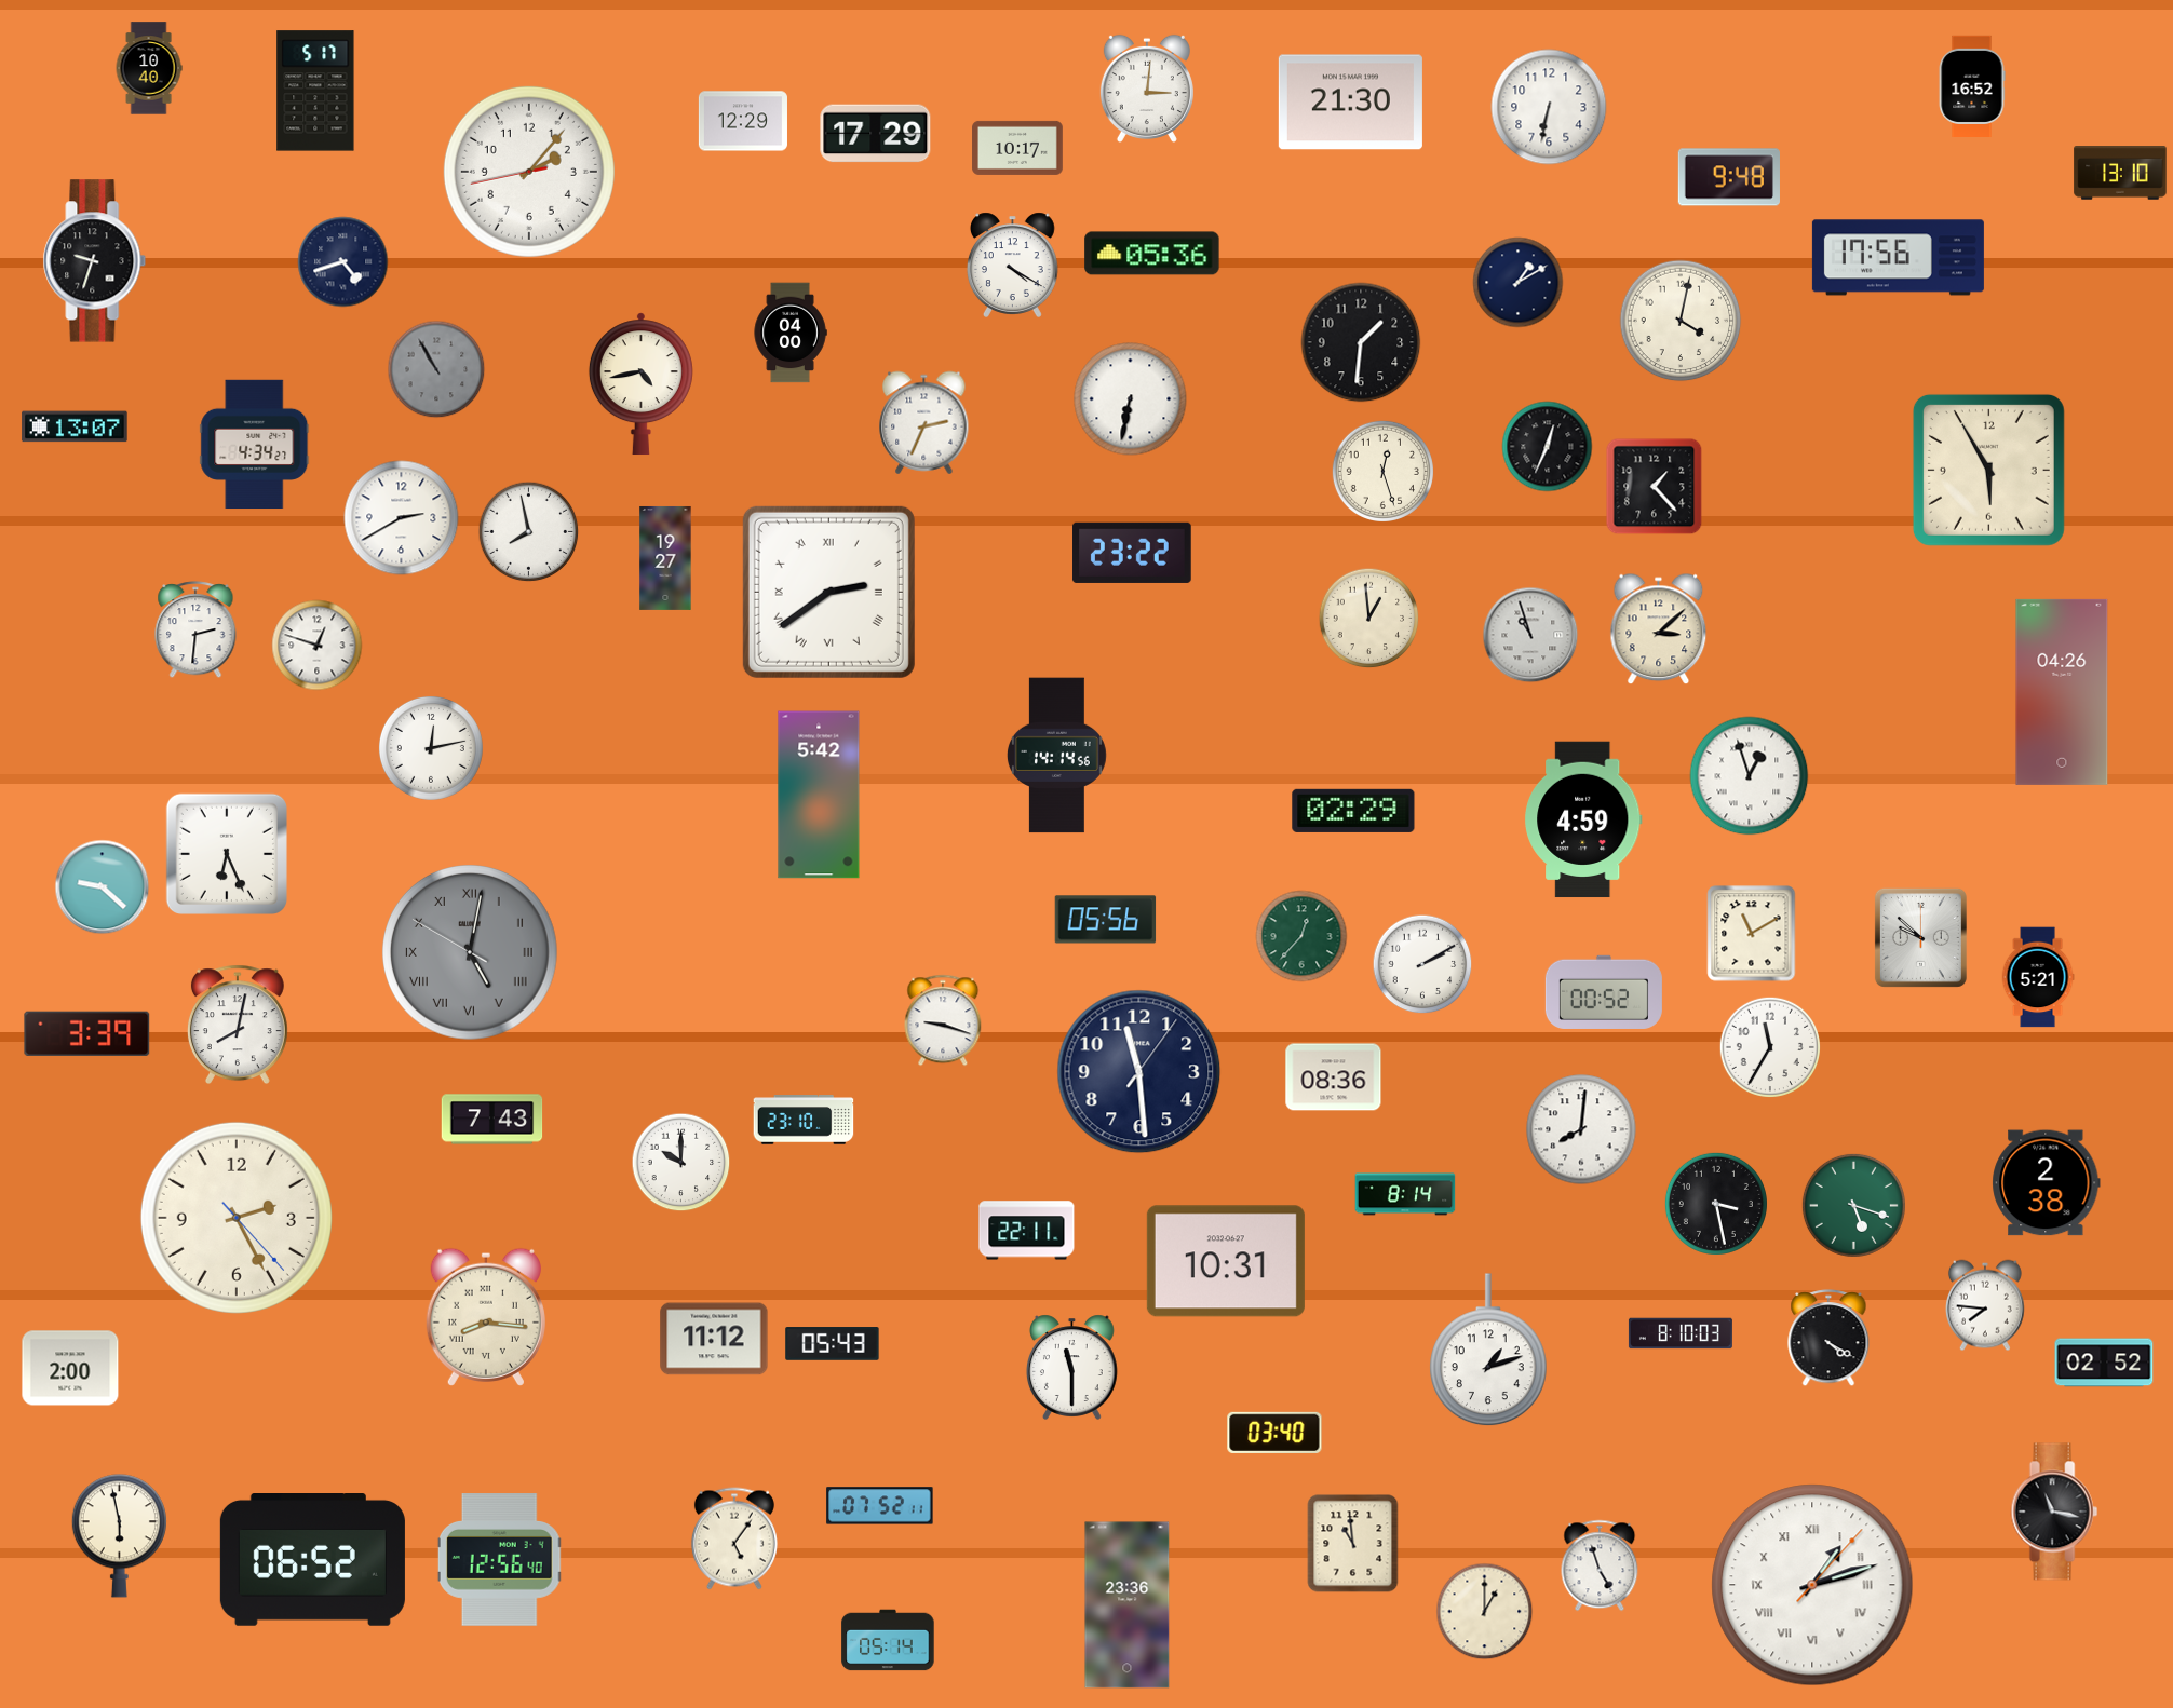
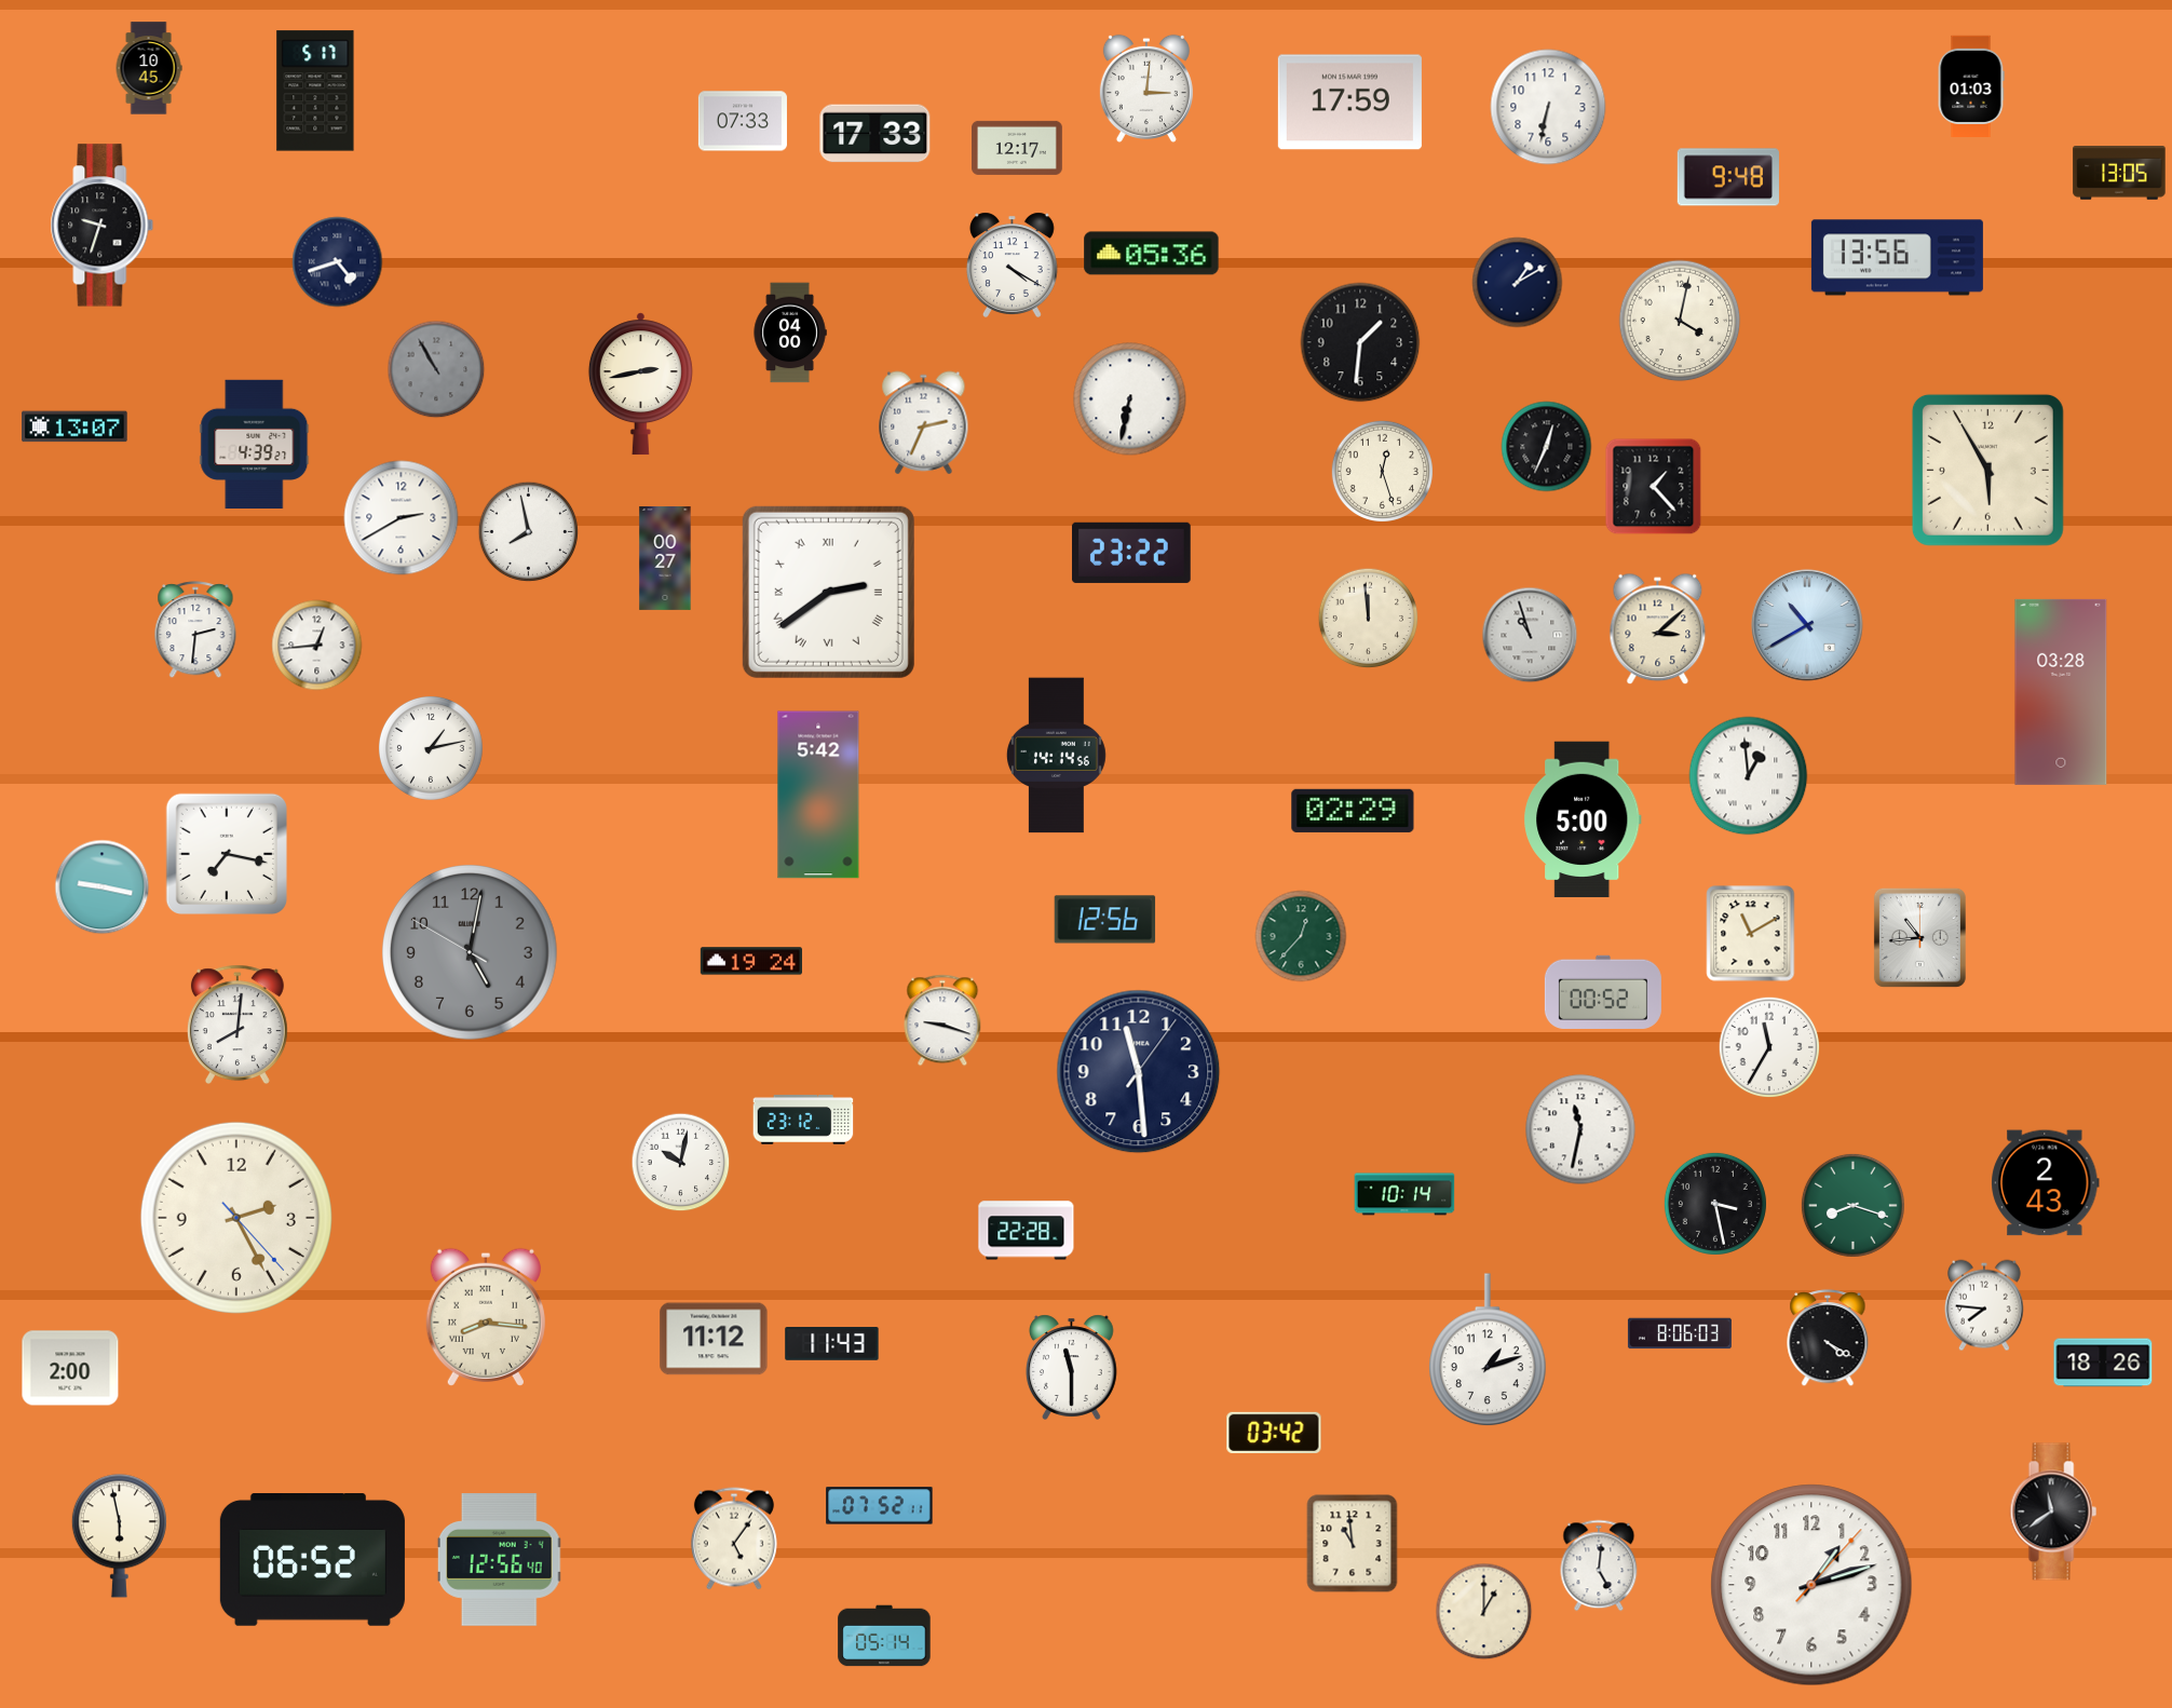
clock at (149, 68): 10:40 -> 10:45
clock at (1972, 85): 16:52 -> 01:03
clock at (1350, 103): 21:30 -> 17:59
clock at (743, 121): 12:29 -> 07:33
clock at (876, 134): 17:29 -> 17:33
clock at (1018, 148): 10:17 -> 12:17
clock at (529, 172): 2:06 -> none
clock at (2120, 173): 13:10 -> 13:05
clock at (1898, 258): 17:56 -> 13:56
clock at (95, 261) position: (95, 261) -> (103, 226)
clock at (343, 262) position: (343, 262) -> (338, 262)
clock at (640, 384): 4:43 -> 2:43
clock at (255, 445): 4:34 -> 4:39
clock at (665, 558): 19:27 -> 00:27
clock at (1369, 619): 12:59 -> 11:59
clock at (1807, 625): none -> 10:40
clock at (318, 646): 12:48 -> 12:44
clock at (2062, 692): 04:26 -> 03:28
clock at (431, 748): 12:13 -> 1:13
clock at (1750, 776): 12:57 -> 12:59
clock at (1584, 819): 4:59 -> 5:00
clock at (226, 853): 6:26 -> 7:17
clock at (103, 887): 9:22 -> 9:17
clock at (1106, 920): 05:56 -> 12:56
clock at (1920, 937): 9:52 -> 10:44
clock at (471, 953) numerals: Roman -> Arabic
clock at (750, 961): none -> 19:24
clock at (1422, 964): 2:10 -> none
clock at (2038, 977): 5:21 -> none
clock at (238, 1025): 8:02 -> 8:01
clock at (87, 1033): 3:39 -> none
clock at (1334, 1077): 08:36 -> none
clock at (492, 1120): 7:43 -> none
clock at (804, 1120): 23:10 -> 23:12
clock at (1581, 1129): 8:01 -> 11:32
clock at (681, 1163): 10:00 -> 10:02
clock at (2047, 1183): 2:38 -> 2:43
clock at (1405, 1194): 8:14 -> 10:14
clock at (1853, 1205): 5:18 -> 8:18
clock at (1027, 1231): 22:11 -> 22:28
clock at (1226, 1261): 10:31 -> none
clock at (1681, 1333): 8:10 -> 8:06
clock at (833, 1344): 05:43 -> 11:43
clock at (2104, 1363): 02:52 -> 18:26
clock at (1274, 1433): 03:40 -> 03:42
clock at (2054, 1512): 11:17 -> 11:39
clock at (1600, 1565): 4:57 -> 5:01
clock at (1812, 1585) numerals: Roman -> Arabic
clock at (1128, 1605): 23:36 -> none
clock at (888, 1640) position: (888, 1640) -> (884, 1636)
